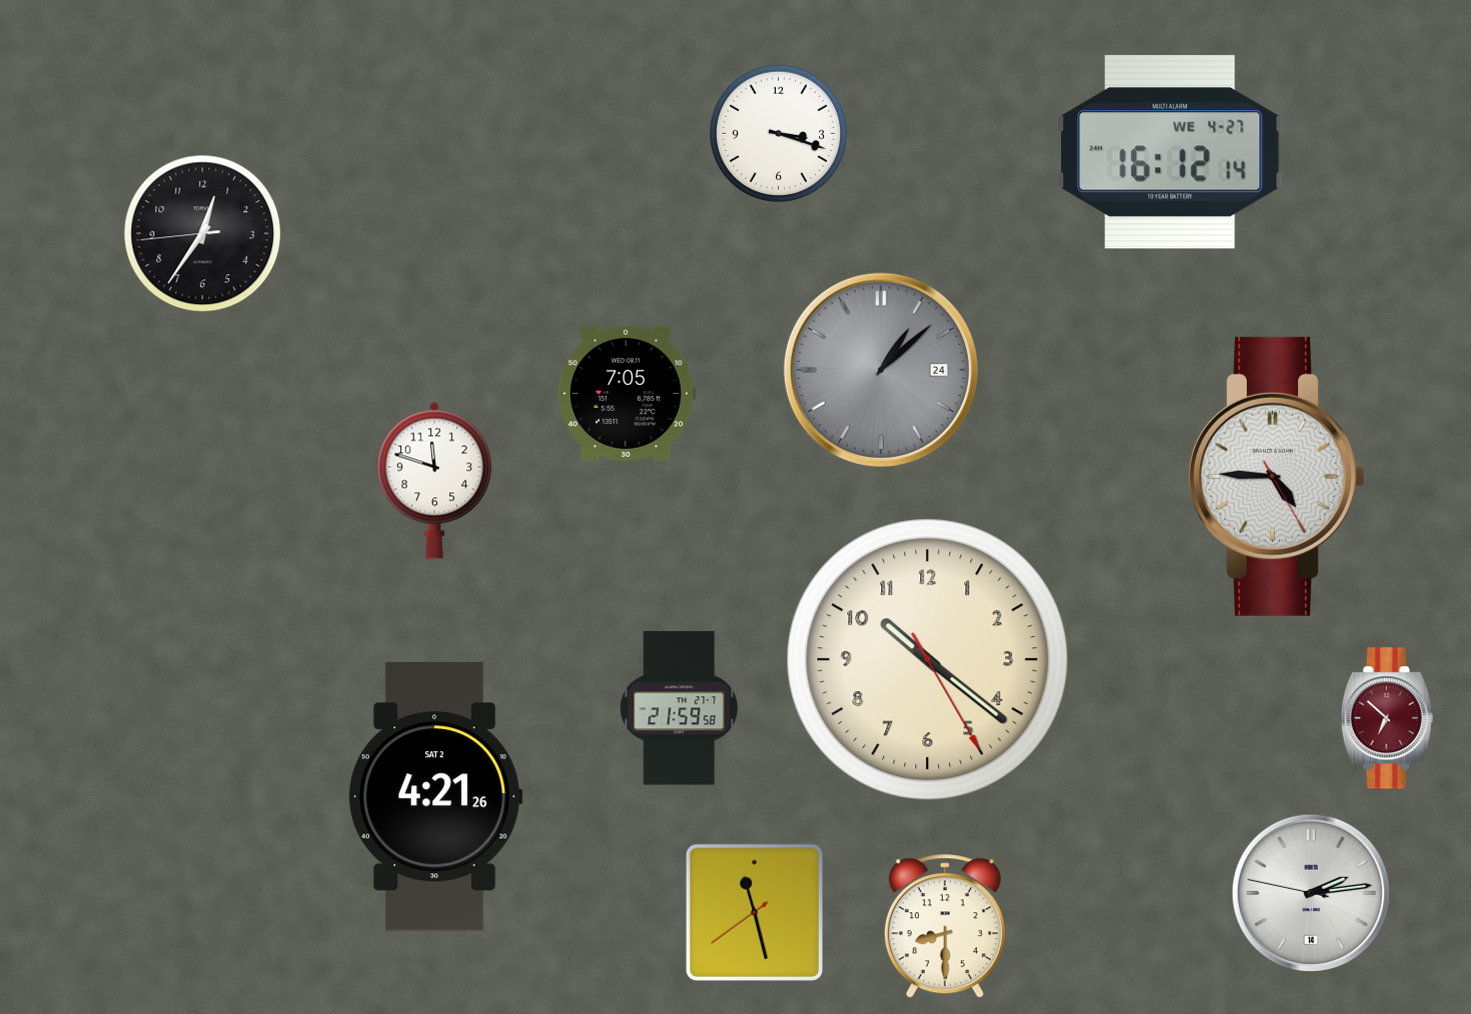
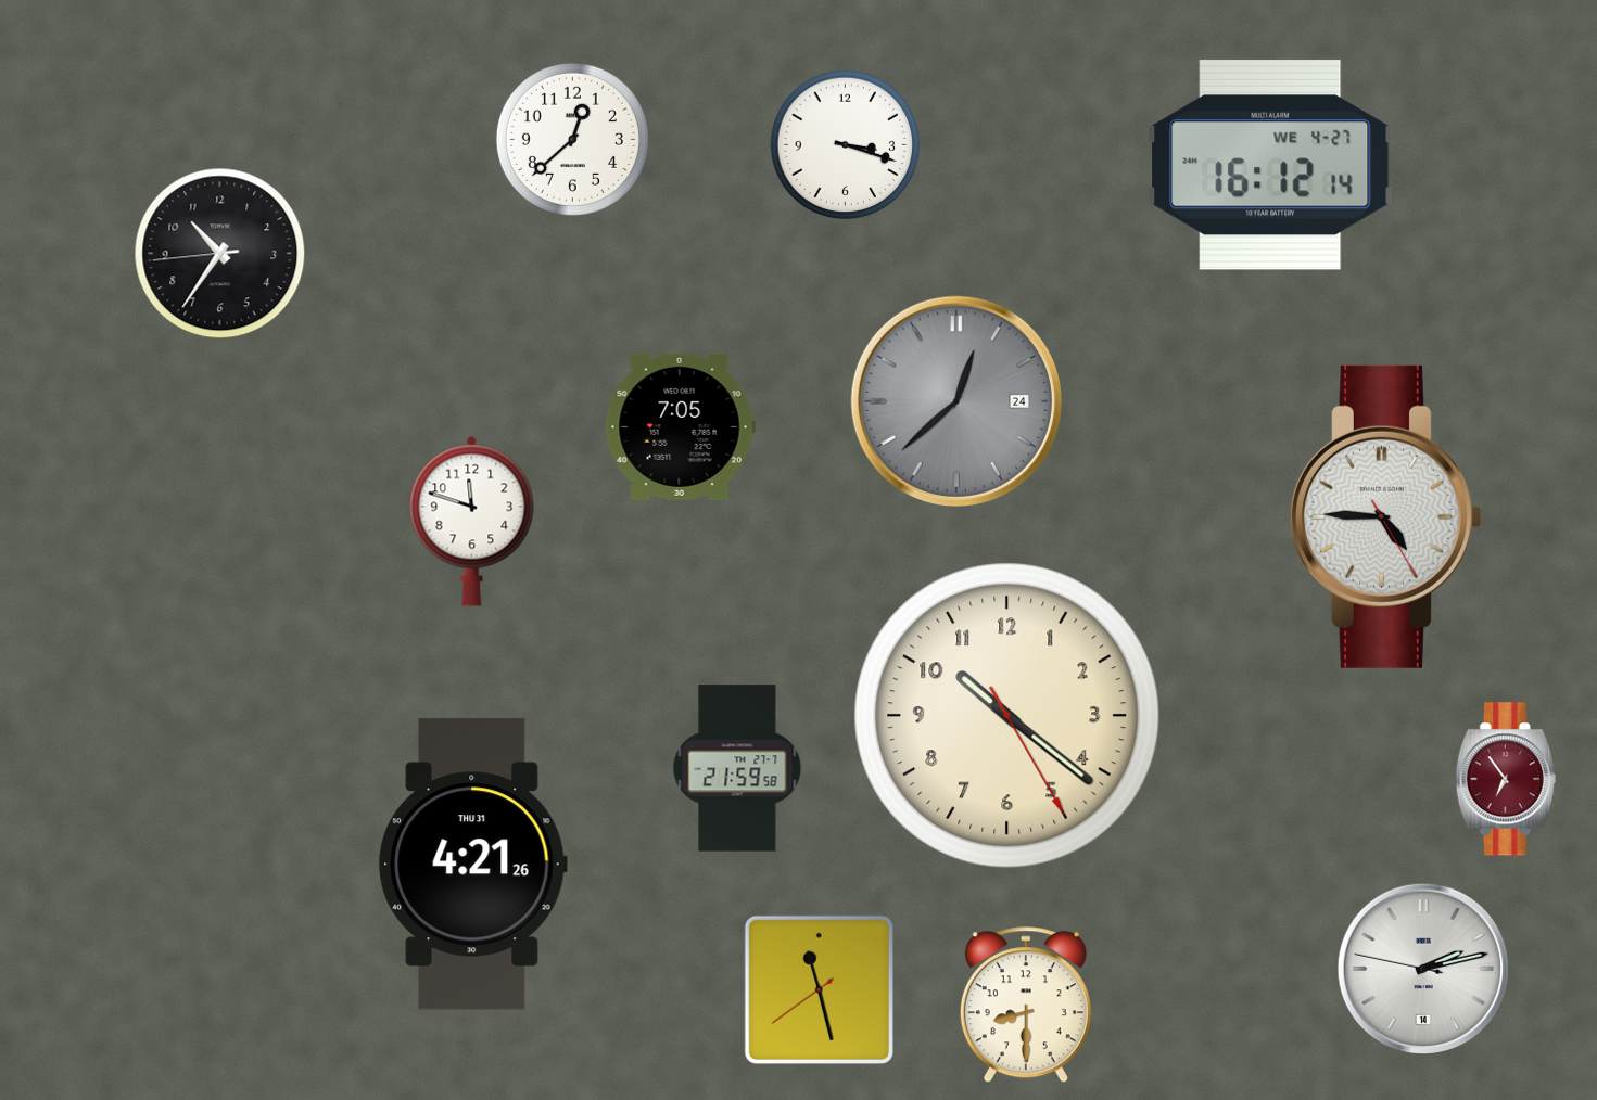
clock at (572, 139): none -> 12:38
clock at (203, 234): 12:35 -> 10:35
clock at (881, 370): 1:08 -> 12:38
clock at (1387, 718): 6:52 -> 6:54
clock at (436, 797) date: SAT 2 -> THU 31
clock at (1311, 893): 2:13 -> 2:12
